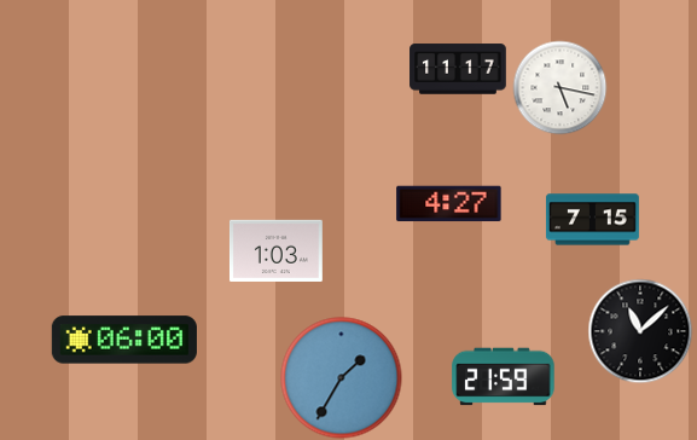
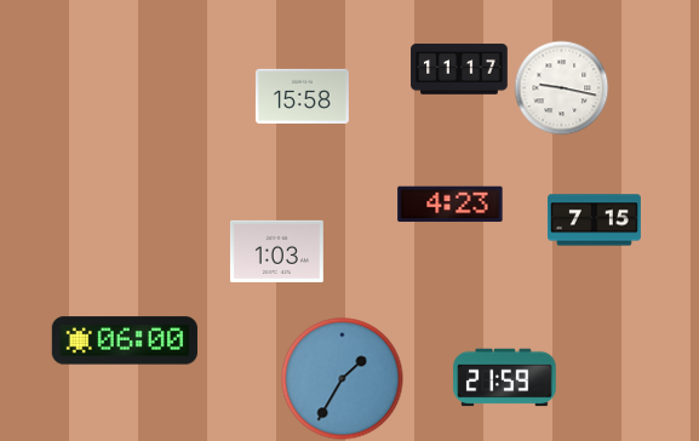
clock at (559, 87): 5:17 -> 9:17
clock at (302, 96): none -> 15:58
clock at (449, 204): 4:27 -> 4:23
clock at (640, 331): 11:08 -> none
